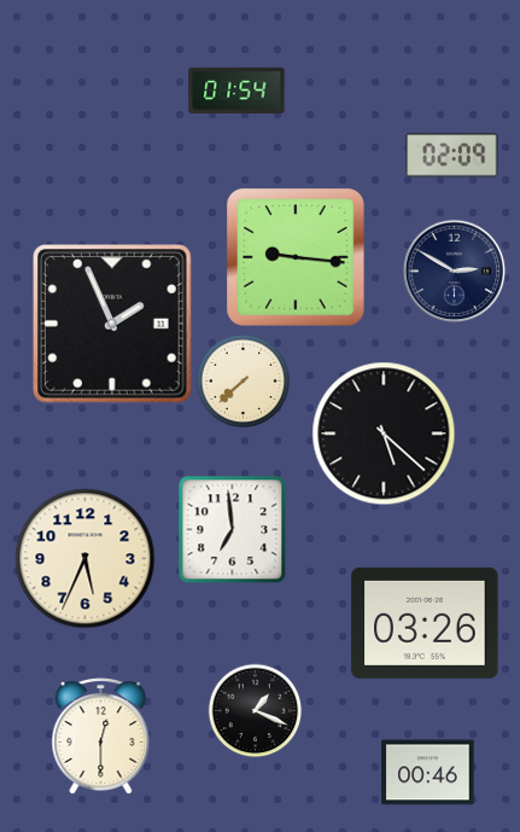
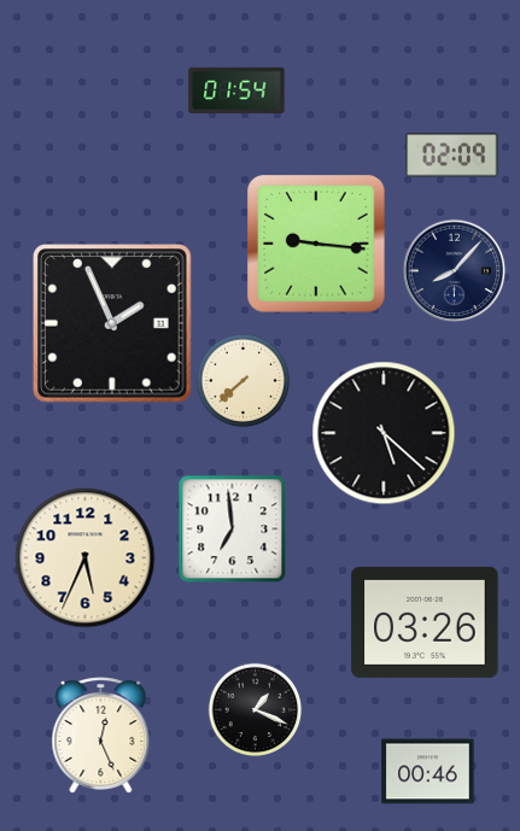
clock at (296, 257) position: (296, 257) -> (316, 244)
clock at (454, 270): 2:50 -> 8:07
clock at (101, 737): 12:30 -> 12:26
